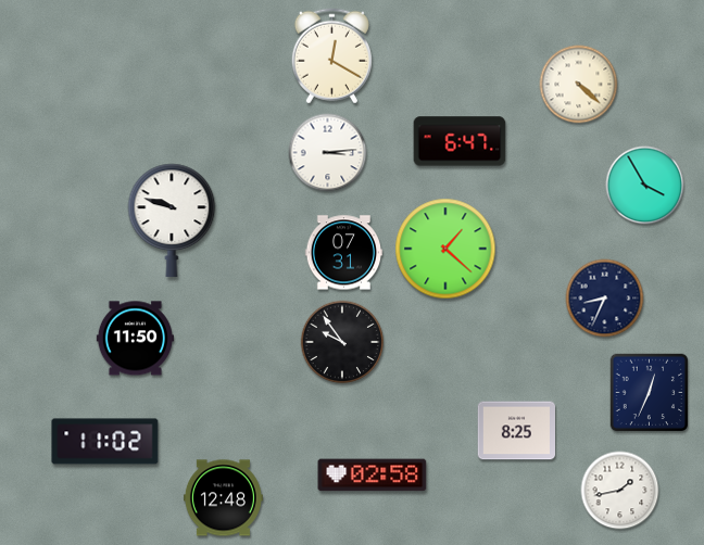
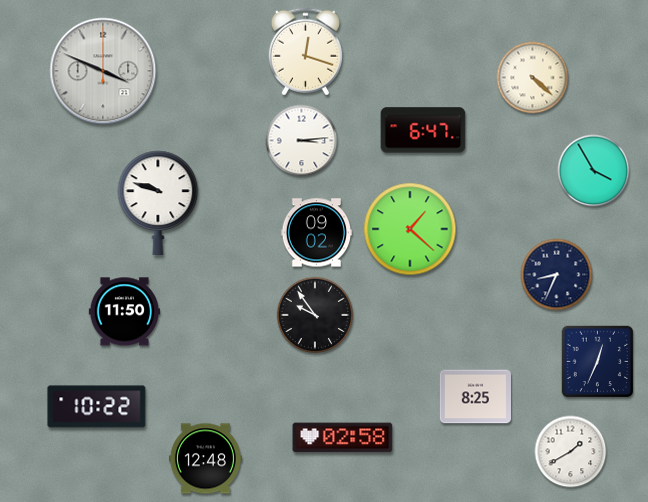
clock at (331, 56): 12:20 -> 12:18
clock at (103, 71): none -> 3:49
clock at (343, 253): 07:31 -> 09:02
clock at (105, 442): 11:02 -> 10:22
clock at (620, 491): 1:43 -> 1:40
